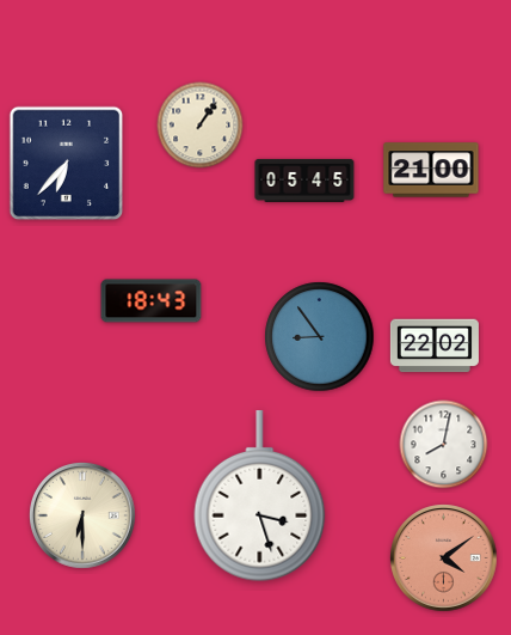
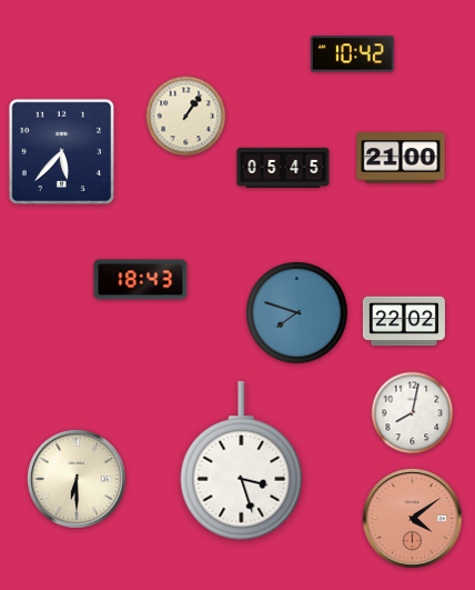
clock at (352, 54): none -> 10:42
clock at (67, 164): 6:37 -> 5:37
clock at (320, 337): 8:54 -> 7:48
